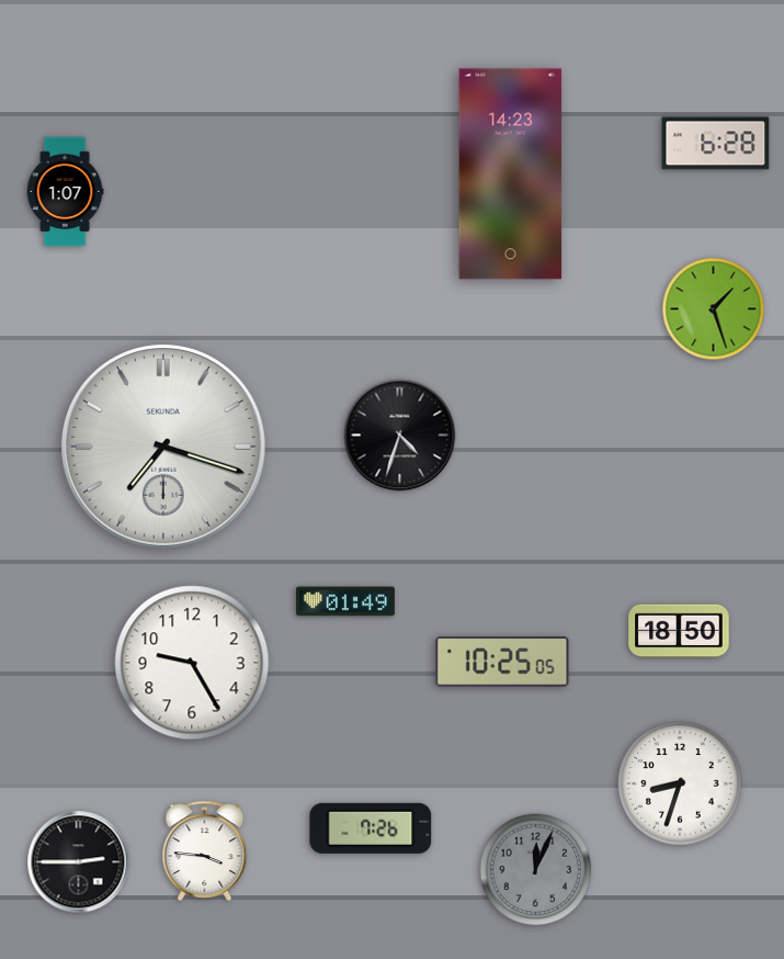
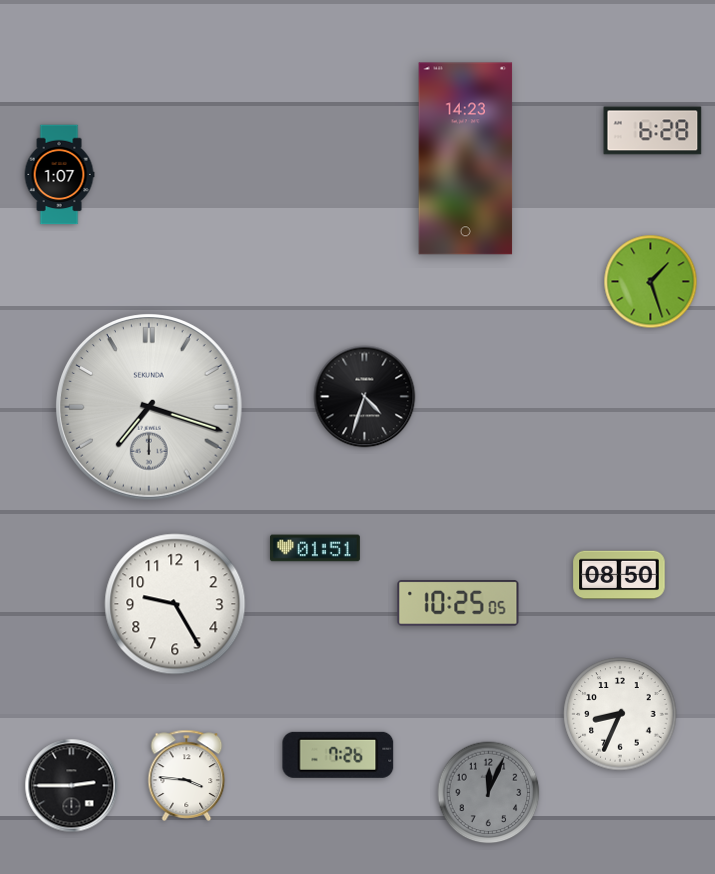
clock at (346, 601): 01:49 -> 01:51
clock at (679, 631): 18:50 -> 08:50
clock at (680, 783): 8:33 -> 8:34
